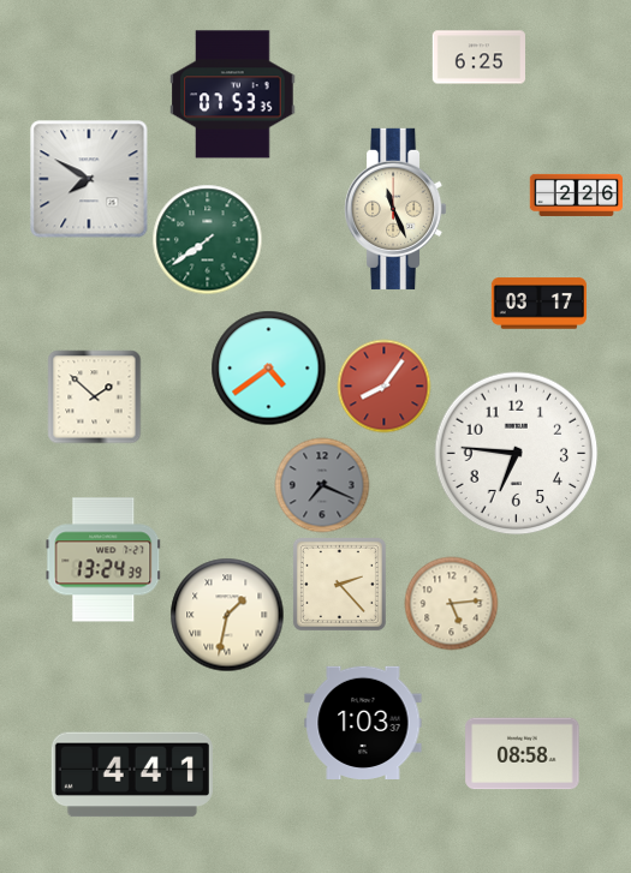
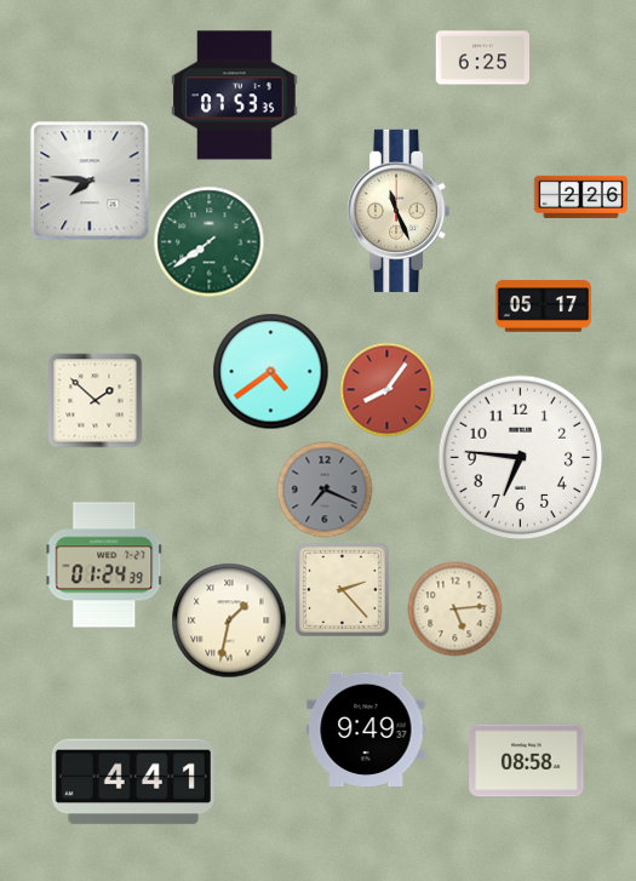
clock at (89, 179): 7:50 -> 7:46
clock at (538, 304): 03:17 -> 05:17
clock at (103, 560): 13:24 -> 01:24
clock at (363, 722): 1:03 -> 9:49
